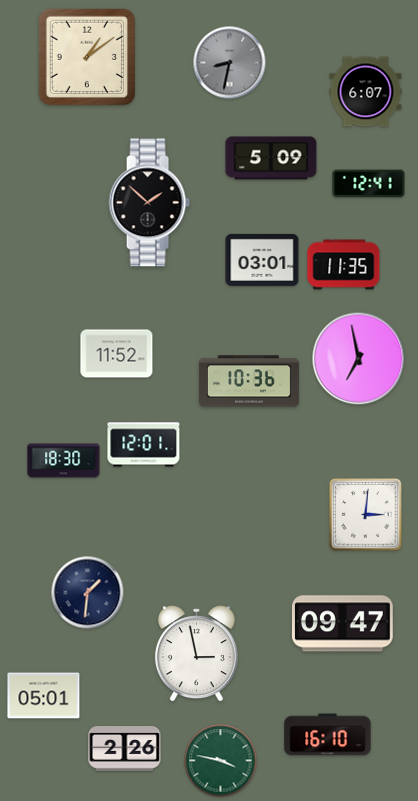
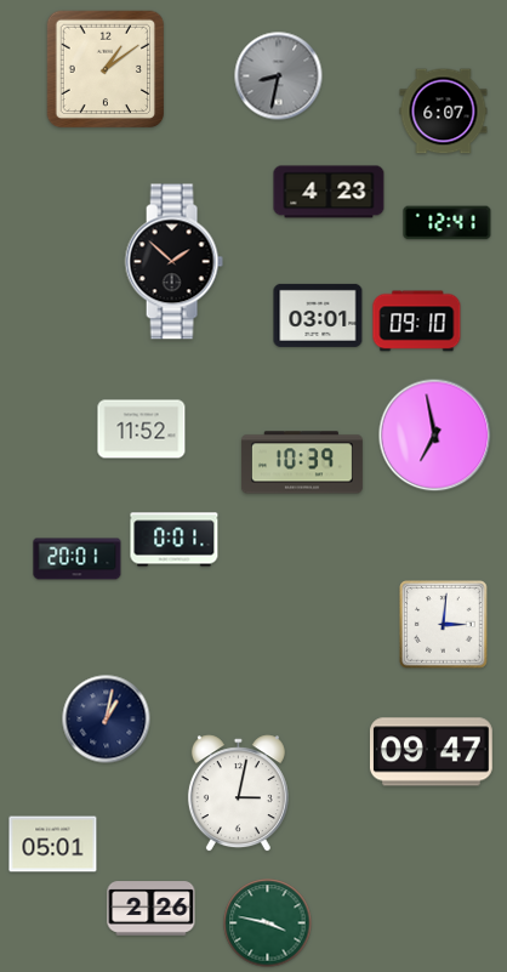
clock at (271, 158): 5:09 -> 4:23
clock at (149, 203) position: (149, 203) -> (173, 262)
clock at (344, 265): 11:35 -> 09:10
clock at (249, 381): 10:36 -> 10:39
clock at (144, 445): 12:01 -> 0:01
clock at (64, 461): 18:30 -> 20:01
clock at (88, 593): 1:31 -> 1:02
clock at (342, 624) position: (342, 624) -> (431, 752)
clock at (196, 654): 2:58 -> 3:02
clock at (328, 735): 16:10 -> none
